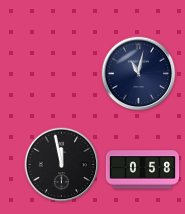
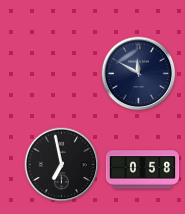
clock at (139, 74): 11:02 -> 11:50
clock at (62, 165): 11:58 -> 6:58
